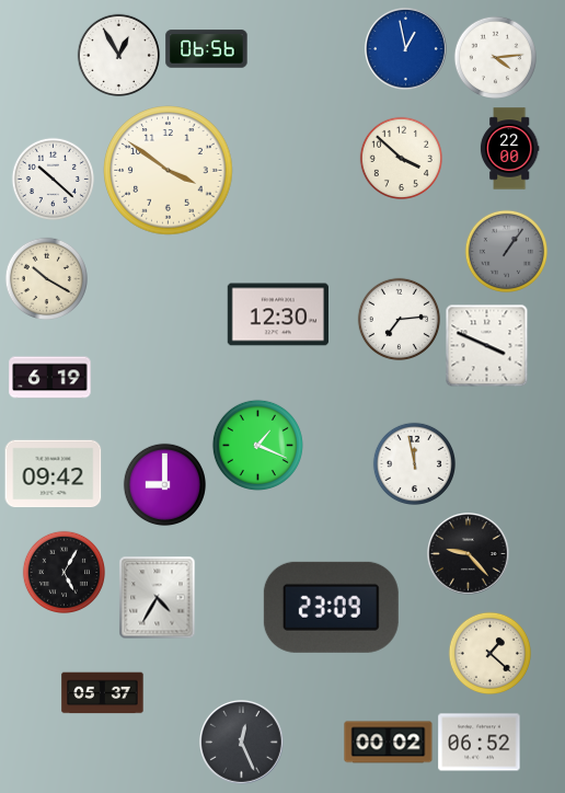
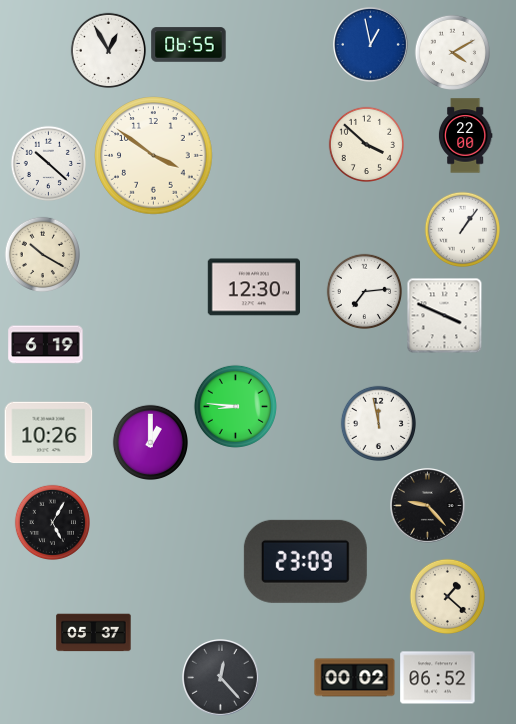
clock at (207, 49): 06:56 -> 06:55
clock at (495, 57): 4:14 -> 4:10
clock at (506, 251) dial: grey -> white
clock at (257, 445): 1:19 -> 8:46
clock at (54, 474): 09:42 -> 10:26
clock at (164, 484): 9:00 -> 1:00
clock at (64, 572) position: (64, 572) -> (52, 522)
clock at (158, 598): 4:35 -> none
clock at (331, 607) position: (331, 607) -> (305, 561)
clock at (242, 743): 12:26 -> 12:23
